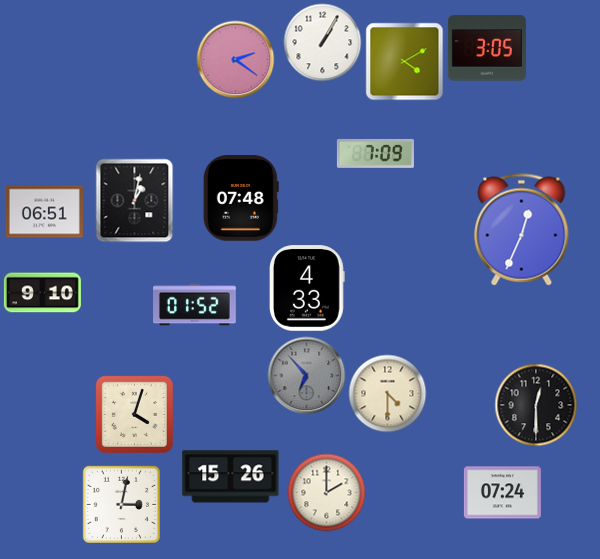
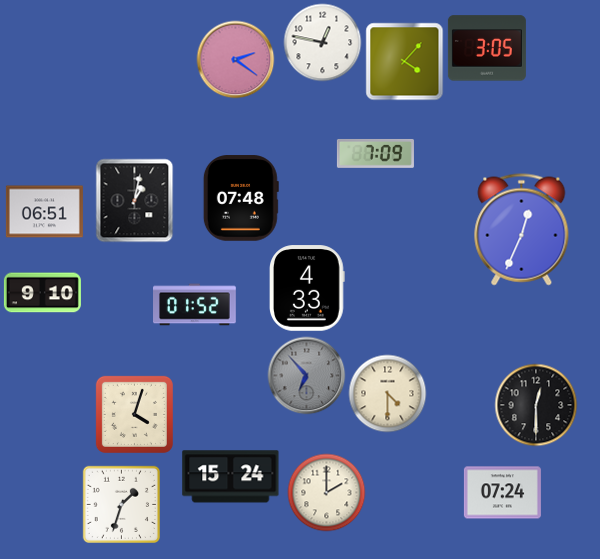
clock at (322, 42): 1:05 -> 12:47
clock at (404, 61): 4:10 -> 4:07
clock at (231, 477): 15:26 -> 15:24
clock at (121, 504): 3:02 -> 1:33
